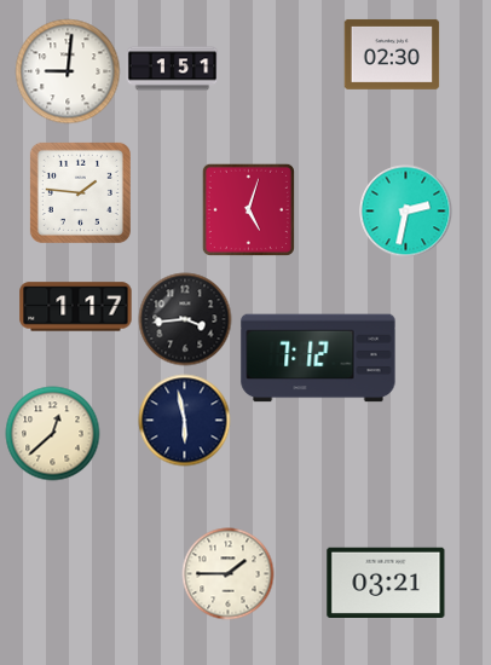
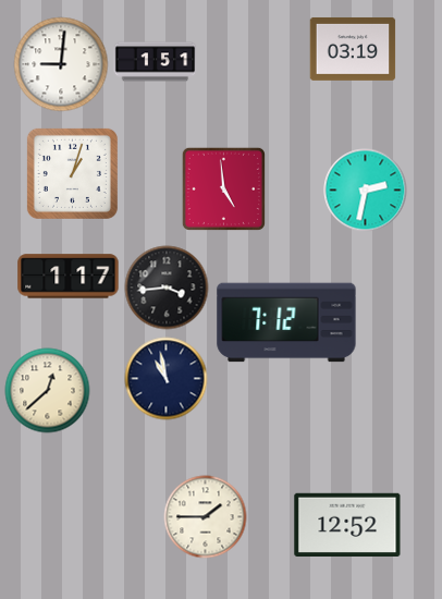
clock at (392, 54): 02:30 -> 03:19
clock at (80, 192): 1:46 -> 1:03
clock at (248, 209): 5:03 -> 4:59
clock at (185, 421): 5:58 -> 10:58
clock at (386, 582): 03:21 -> 12:52
